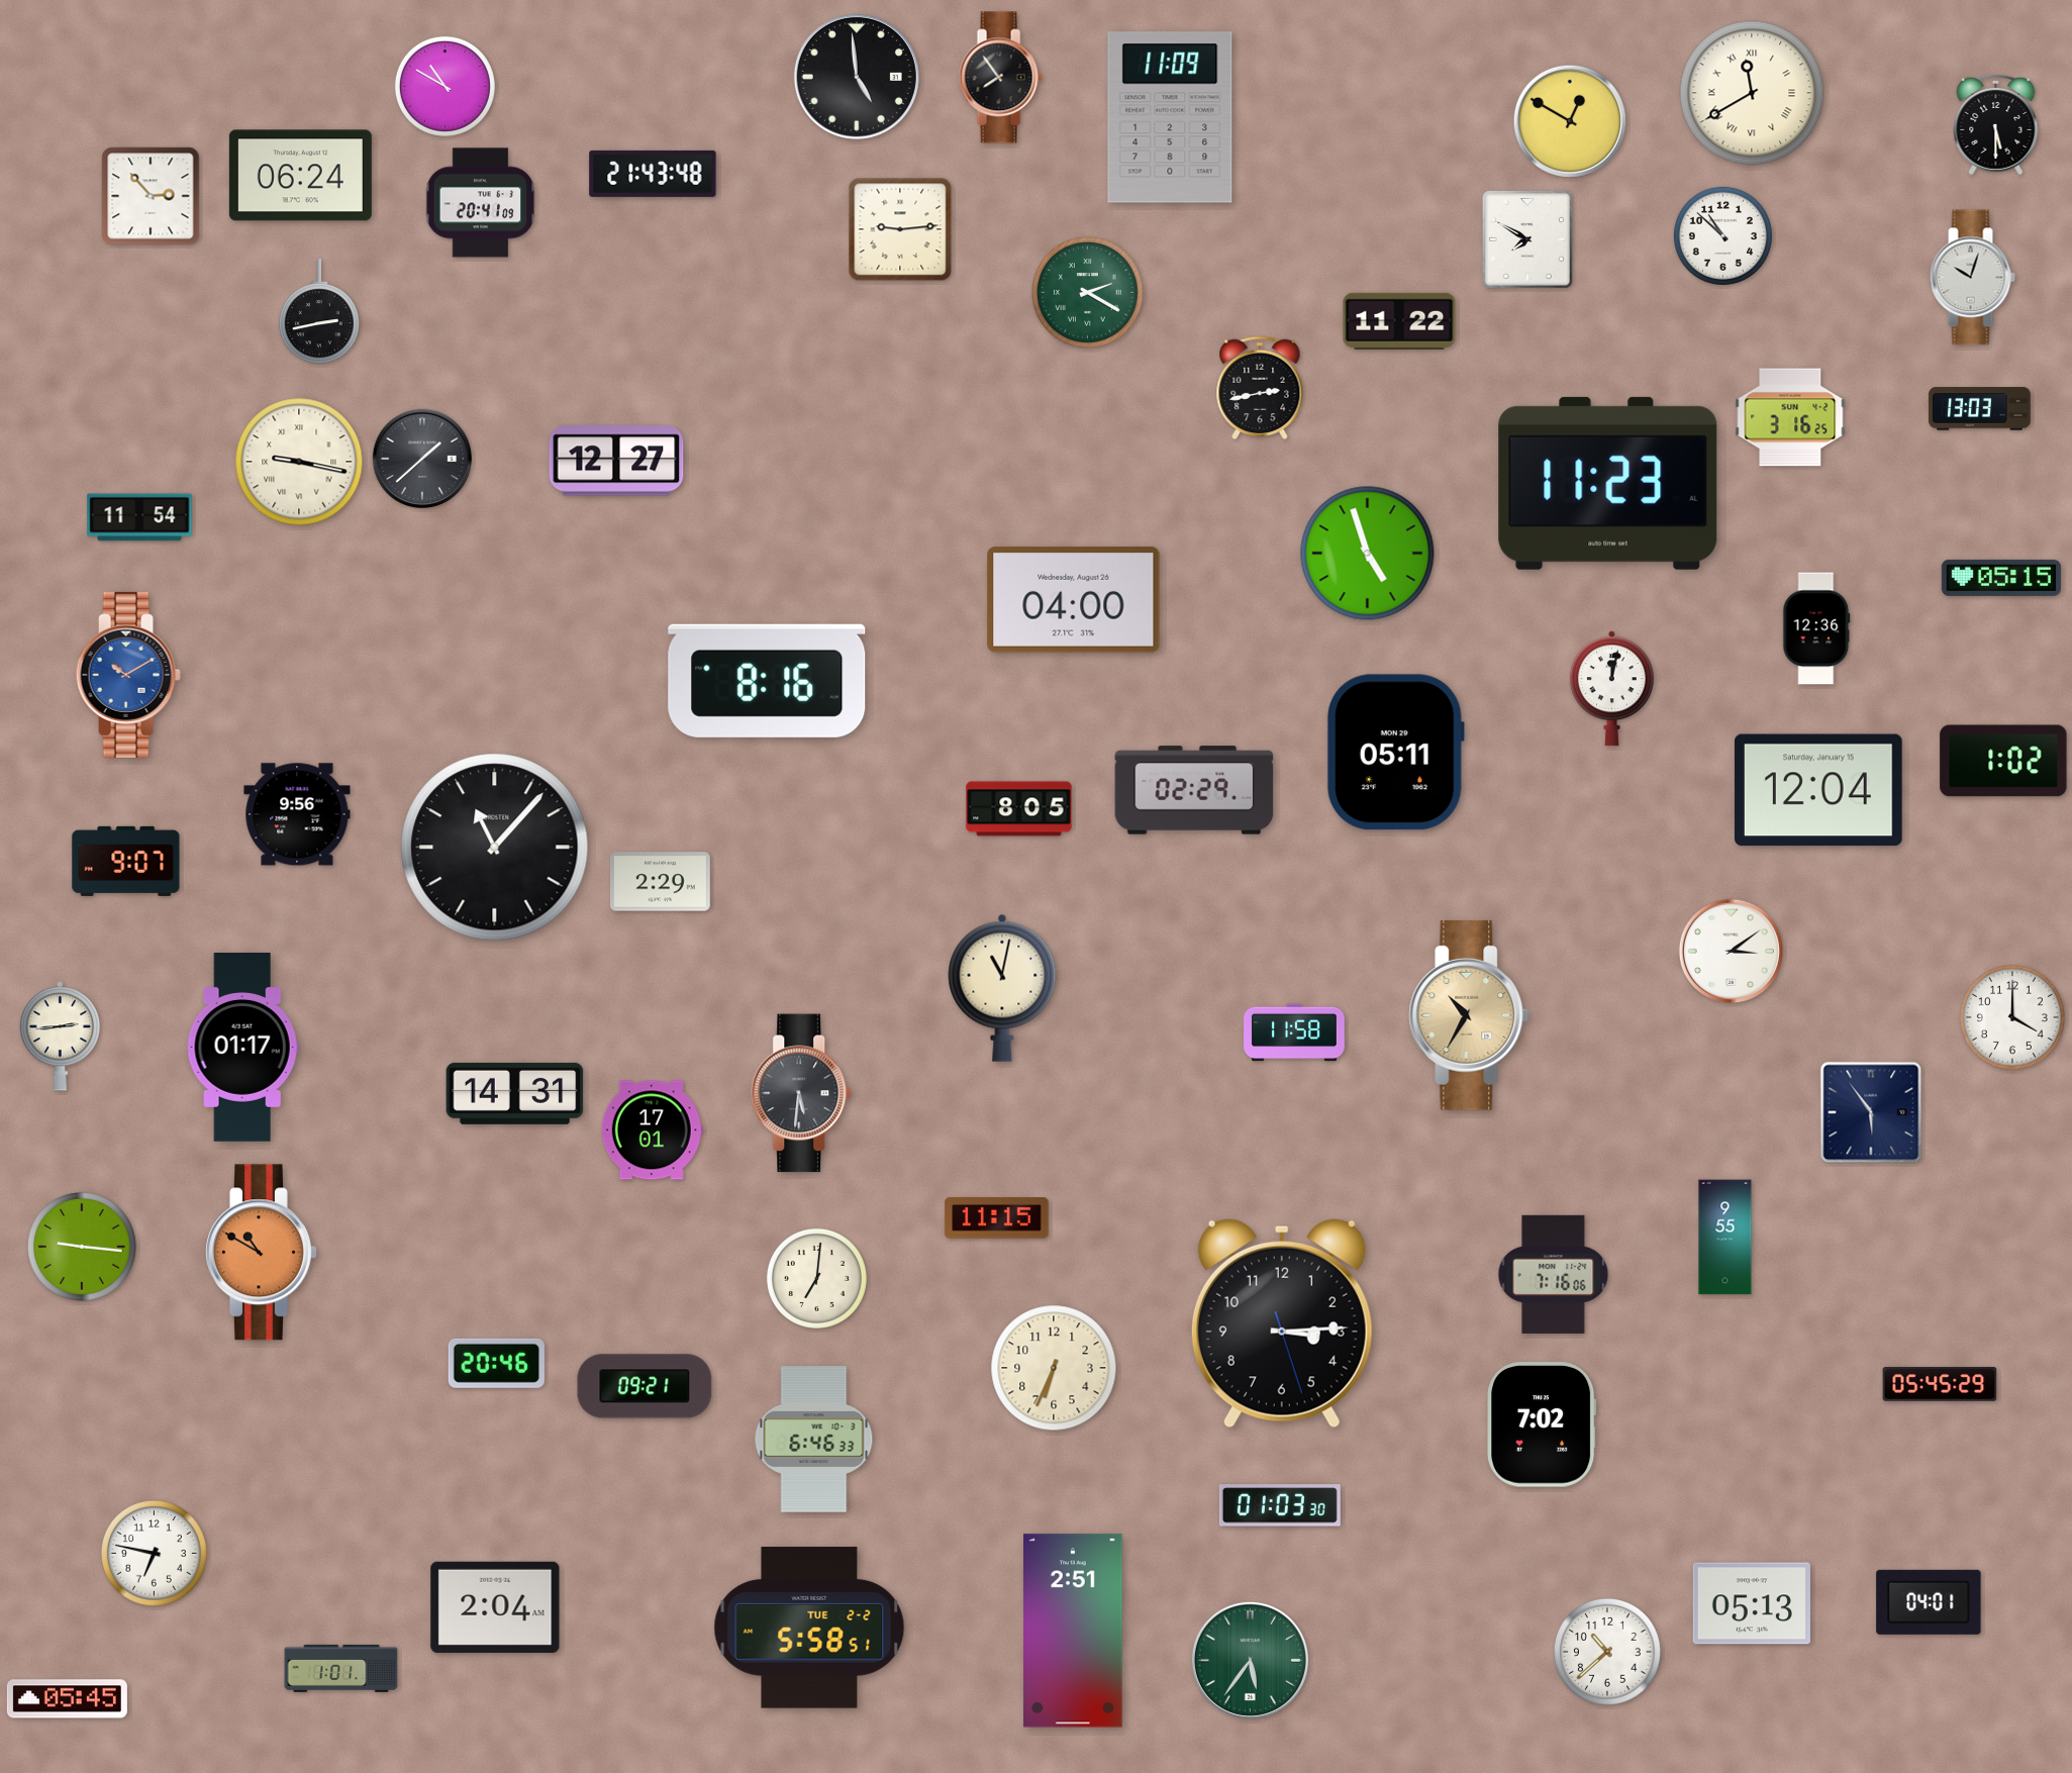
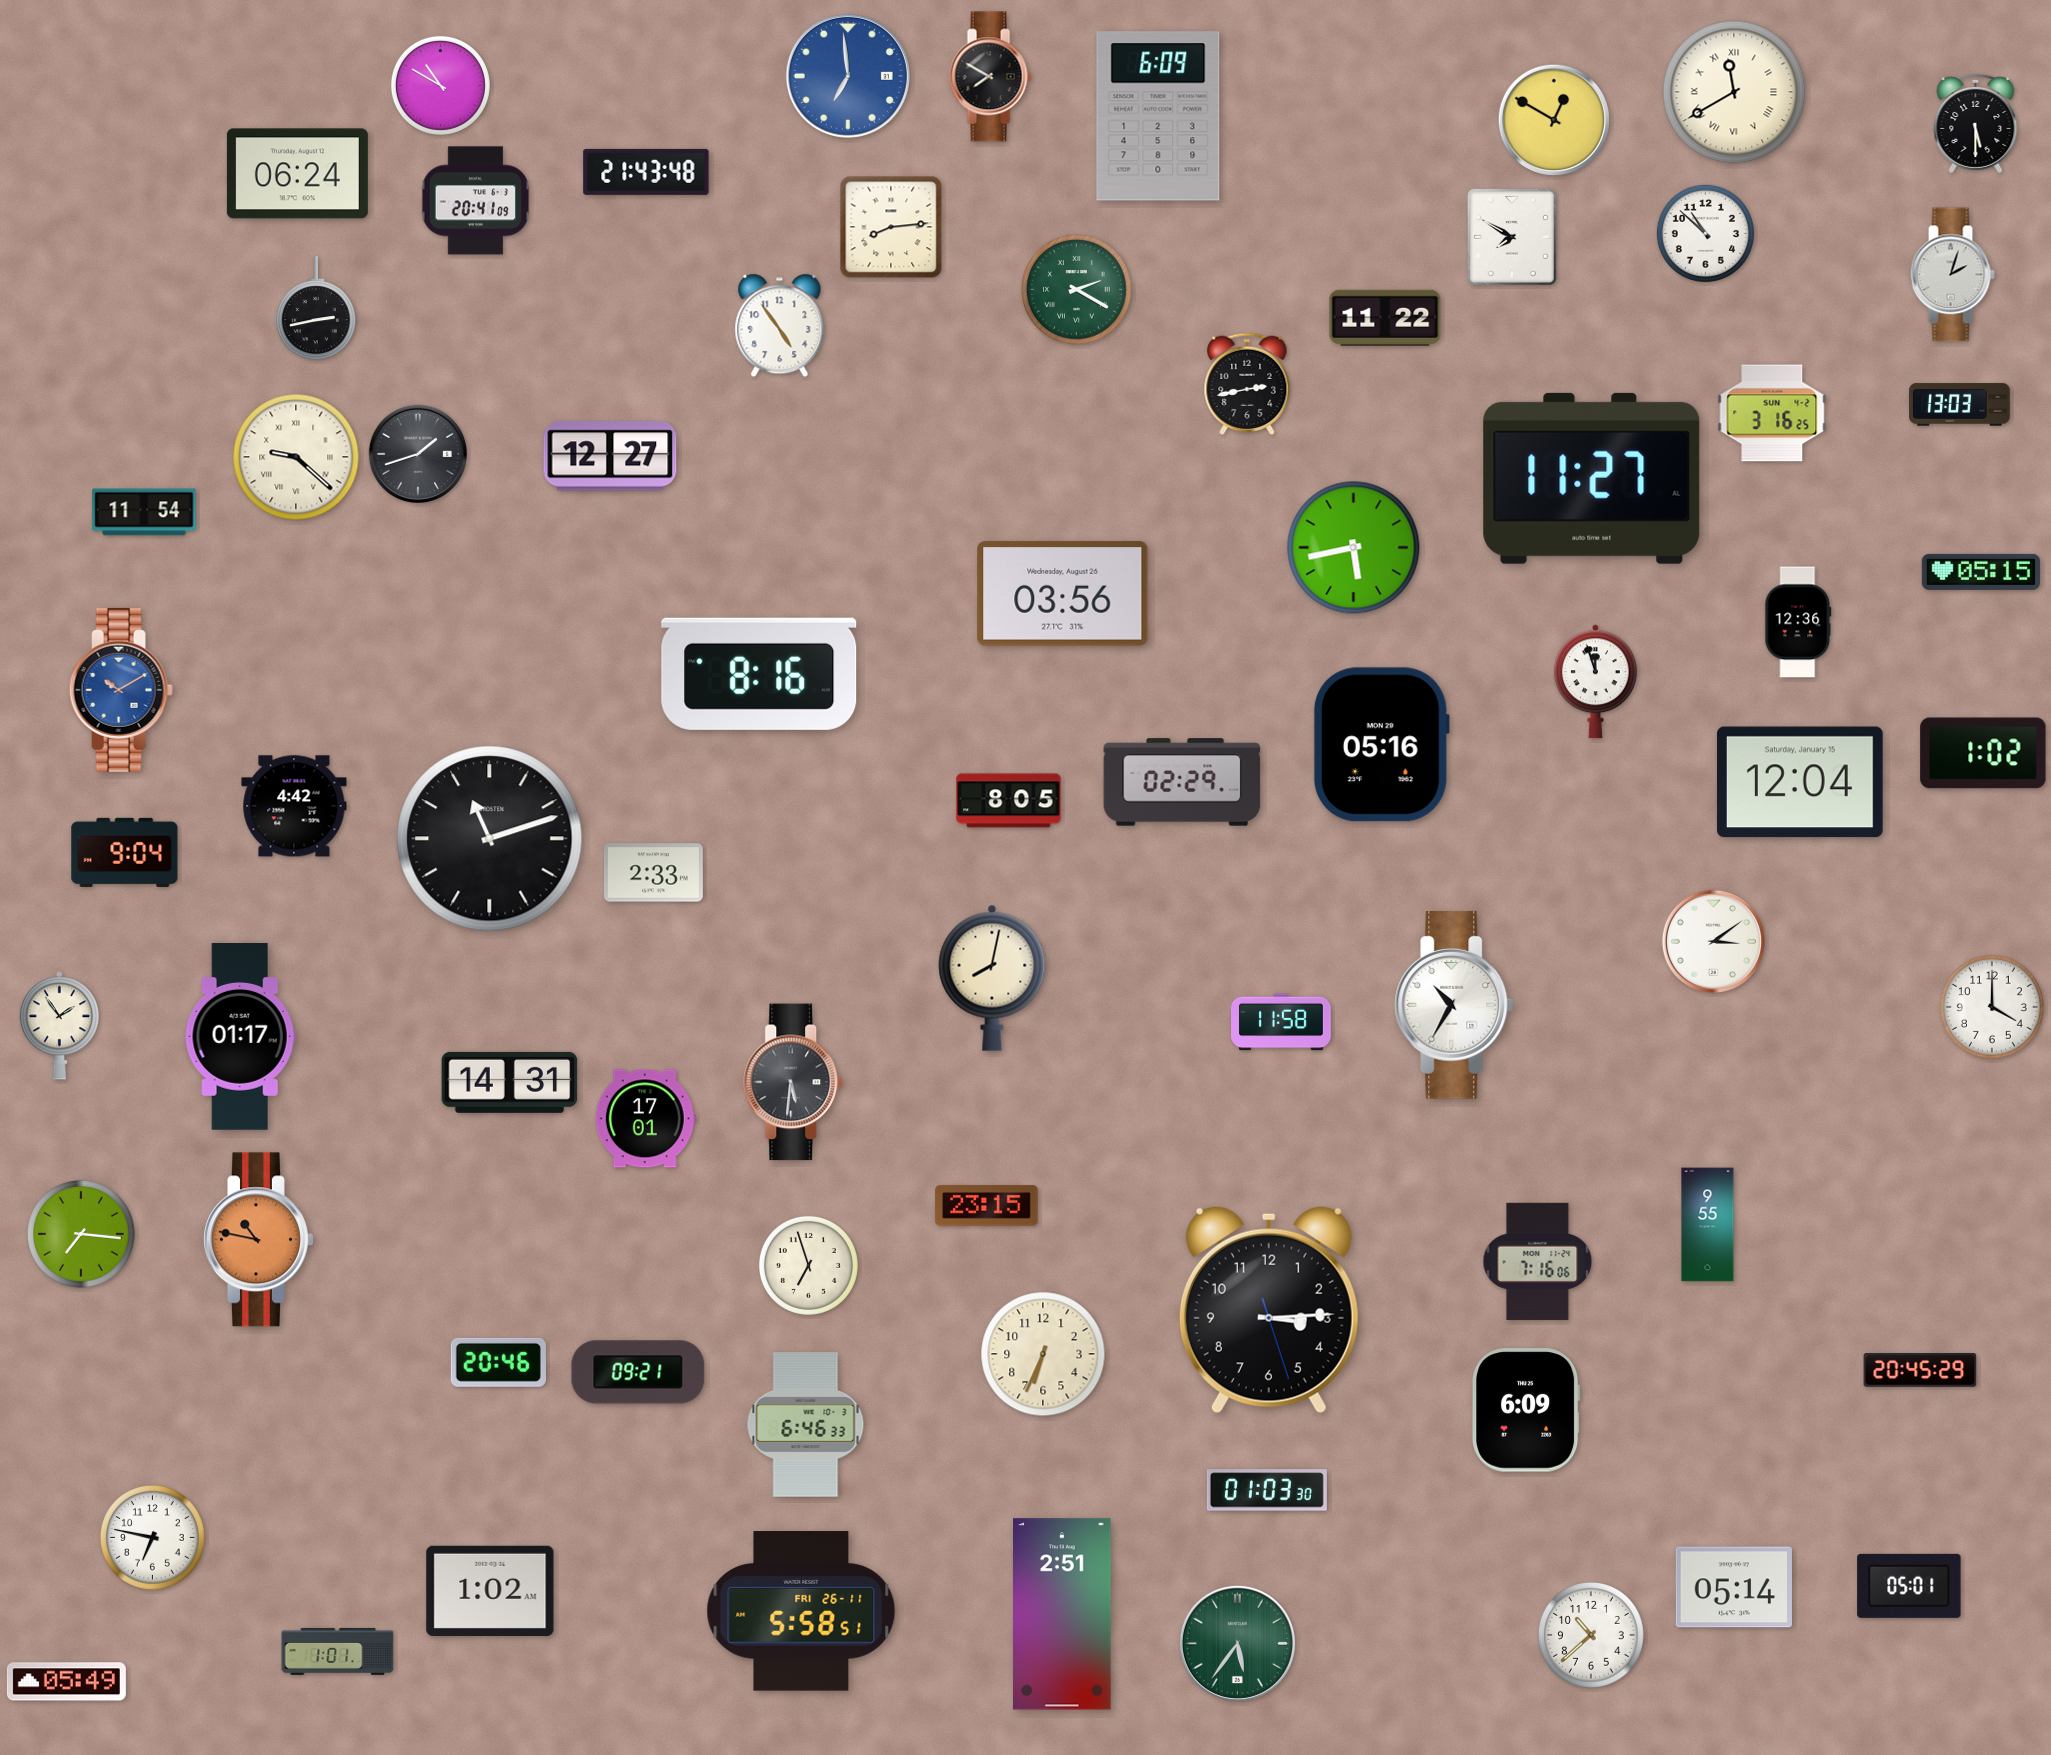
clock at (857, 77): 4:59 -> 6:59
clock at (857, 77) dial: black -> blue
clock at (1000, 78): 7:54 -> 7:50
clock at (1170, 117): 11:09 -> 6:09
clock at (151, 196): 2:53 -> none
clock at (900, 229): 9:14 -> 8:14
clock at (1972, 278): 10:03 -> 2:03
clock at (780, 326): none -> 4:54
clock at (421, 458): 1:38 -> 1:42
clock at (299, 462): 9:17 -> 9:22
clock at (1608, 483): 11:23 -> 11:27
clock at (139, 517) position: (139, 517) -> (144, 512)
clock at (1368, 554): 4:57 -> 5:43
clock at (1074, 600): 04:00 -> 03:56
clock at (128, 675) position: (128, 675) -> (121, 690)
clock at (1611, 689): 12:02 -> 11:57
clock at (1395, 753): 05:11 -> 05:16
clock at (297, 814): 9:56 -> 4:42
clock at (495, 848): 11:07 -> 11:12
clock at (126, 861): 9:07 -> 9:04
clock at (660, 882): 2:29 -> 2:33
clock at (1002, 988): 11:02 -> 8:02
clock at (1469, 1016) dial: champagne -> white
clock at (60, 1037): 2:44 -> 1:54
clock at (1871, 1112): 5:54 -> none
clock at (997, 1218): 11:15 -> 23:15
clock at (83, 1248): 9:16 -> 7:16
clock at (261, 1253): 10:50 -> 10:47
clock at (816, 1278): 7:01 -> 6:57
clock at (496, 1363) position: (496, 1363) -> (498, 1362)
clock at (1940, 1384): 05:45 -> 20:45
clock at (1542, 1424): 7:02 -> 6:09
clock at (1929, 1602): 04:01 -> 05:01
clock at (1751, 1603): 05:13 -> 05:14
clock at (495, 1607): 2:04 -> 1:02
clock at (809, 1628) date: TUE 2-2 -> FRI 26-11
clock at (67, 1699): 05:45 -> 05:49
